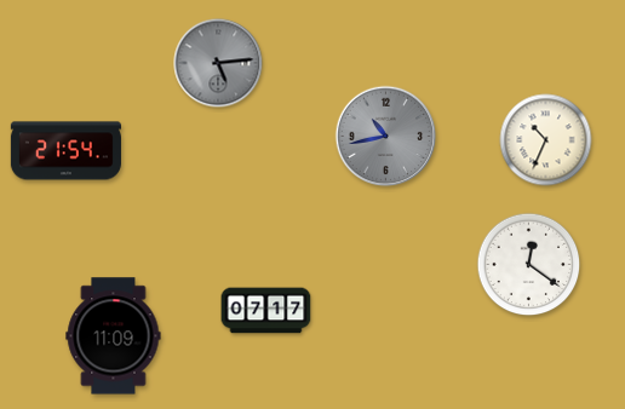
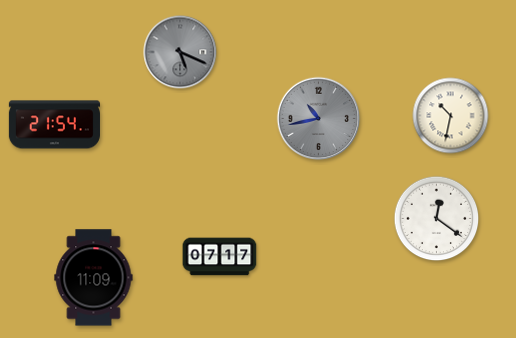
clock at (218, 63): 5:14 -> 5:19
clock at (386, 137) position: (386, 137) -> (319, 119)
clock at (546, 140): 10:34 -> 10:32
